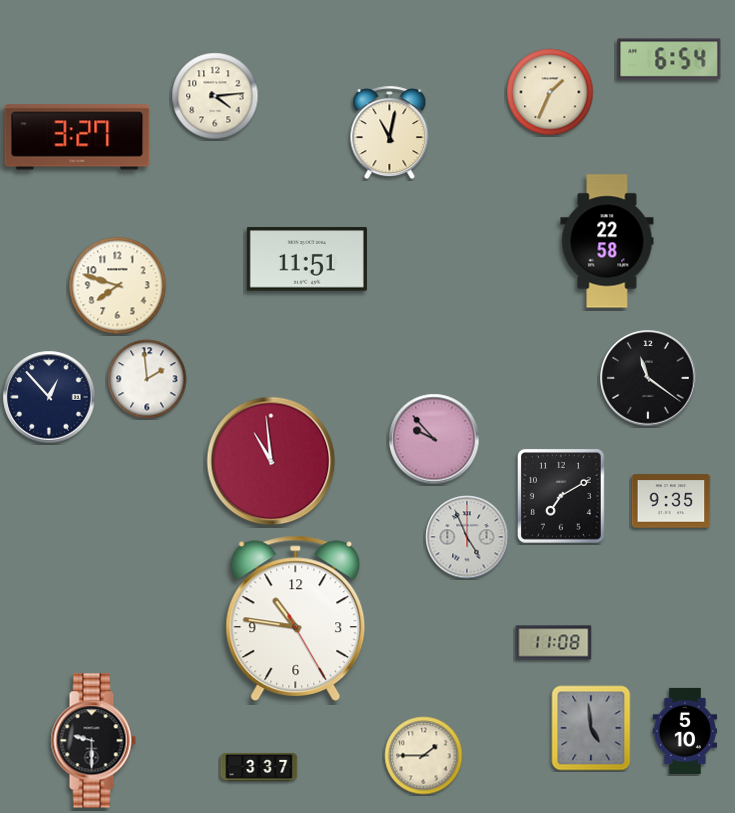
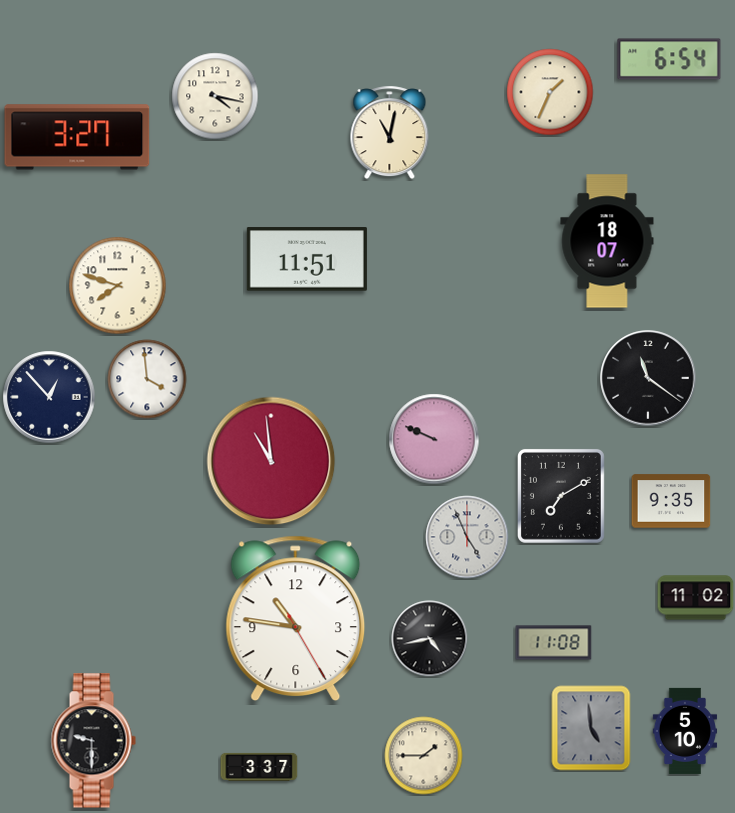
clock at (215, 96): 4:14 -> 4:17
clock at (607, 241): 22:58 -> 18:07
clock at (147, 379): 1:59 -> 3:59
clock at (434, 439): 9:53 -> 9:49
clock at (696, 598): none -> 11:02
clock at (430, 639): none -> 4:43
